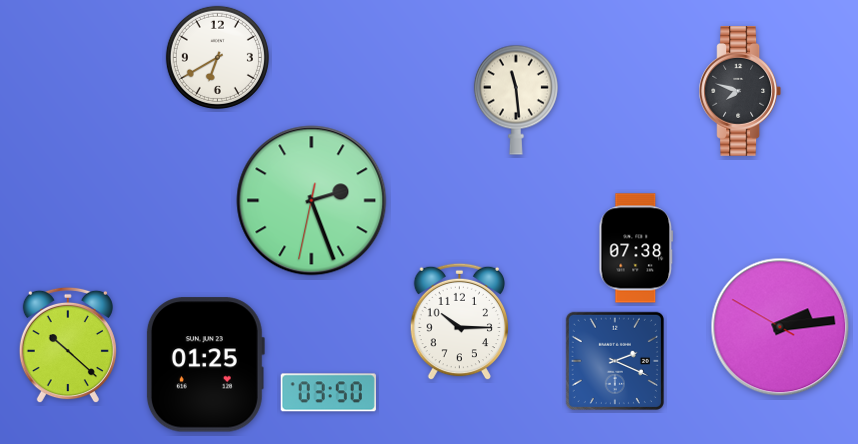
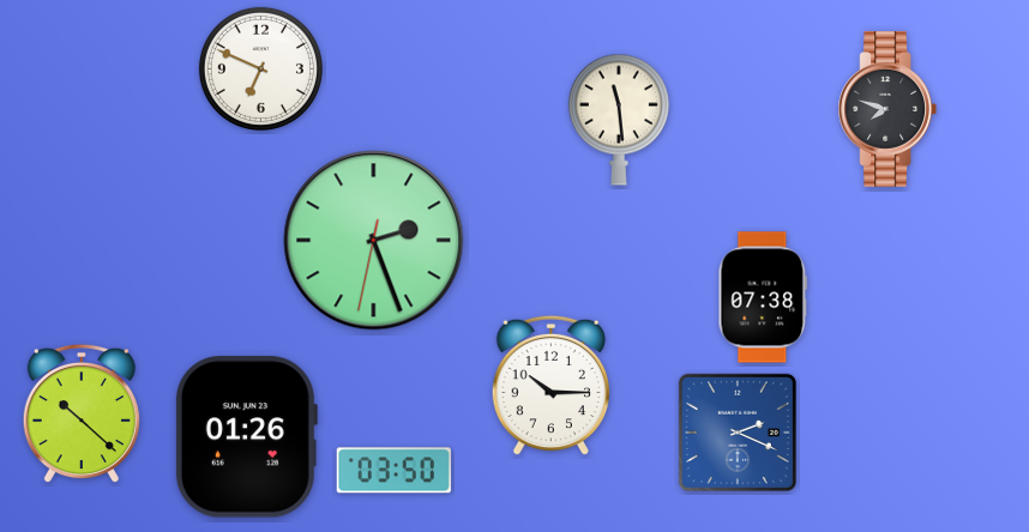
clock at (217, 57): 6:40 -> 6:49
clock at (780, 327): 2:13 -> none
clock at (205, 365): 01:25 -> 01:26
